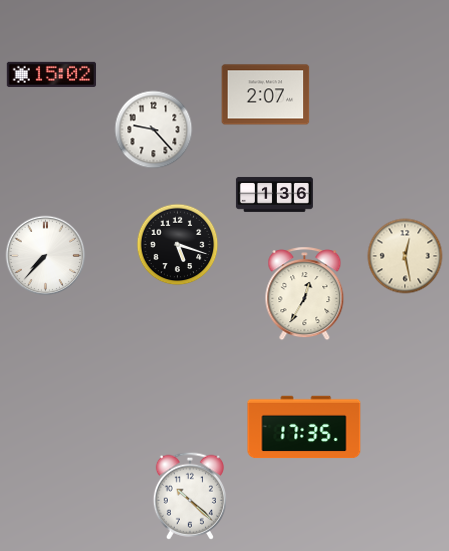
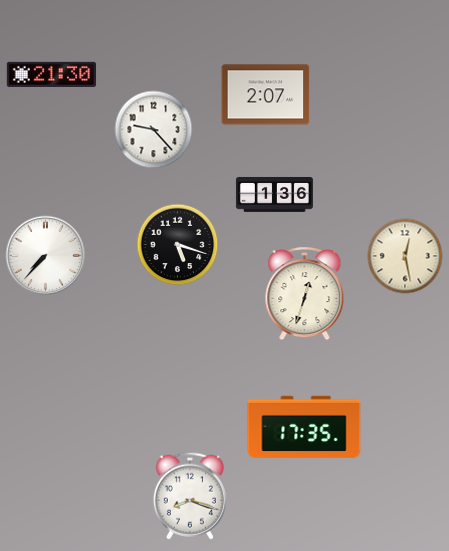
clock at (52, 74): 15:02 -> 21:30
clock at (305, 294): 12:35 -> 12:33
clock at (190, 496): 10:22 -> 8:18
